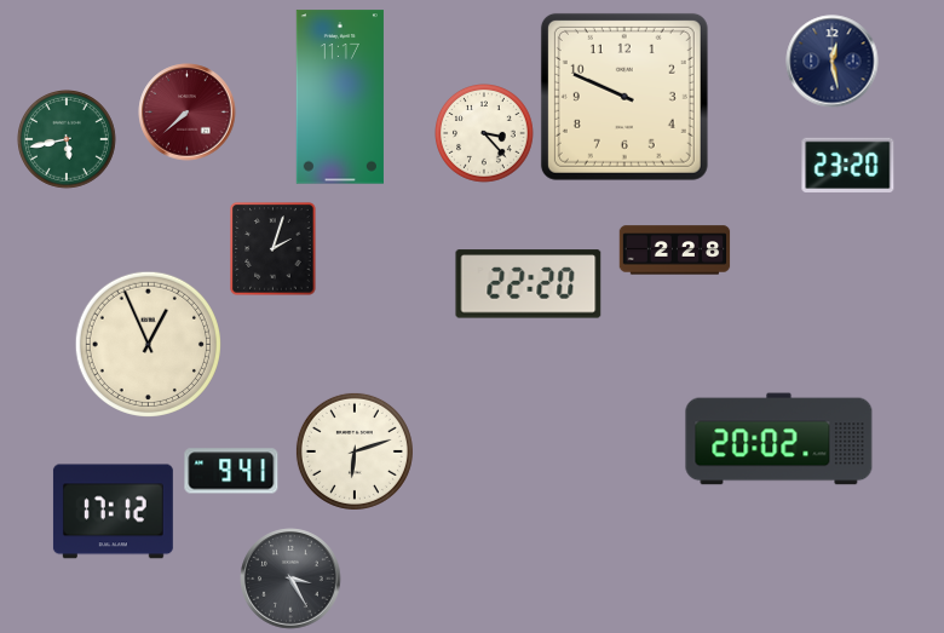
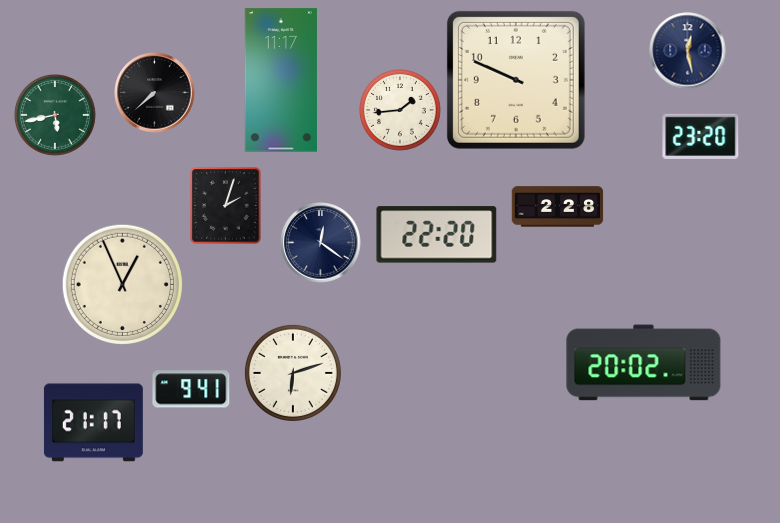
clock at (188, 113) dial: burgundy -> black
clock at (485, 134): 3:23 -> 1:44
clock at (321, 243): none -> 12:21
clock at (113, 512): 17:12 -> 21:17
clock at (290, 579): 3:25 -> none
